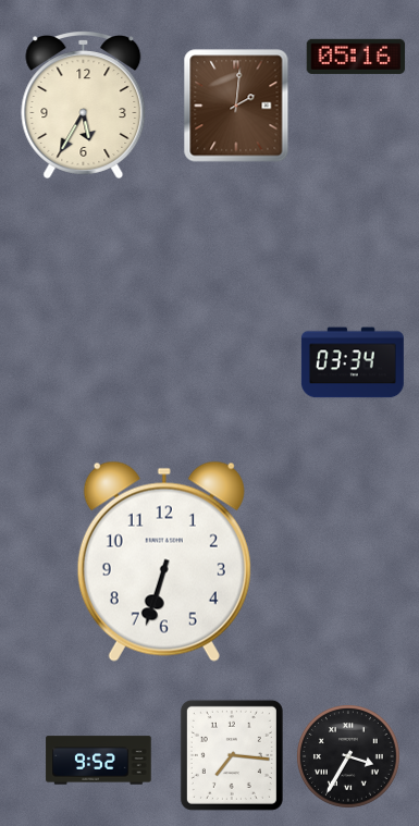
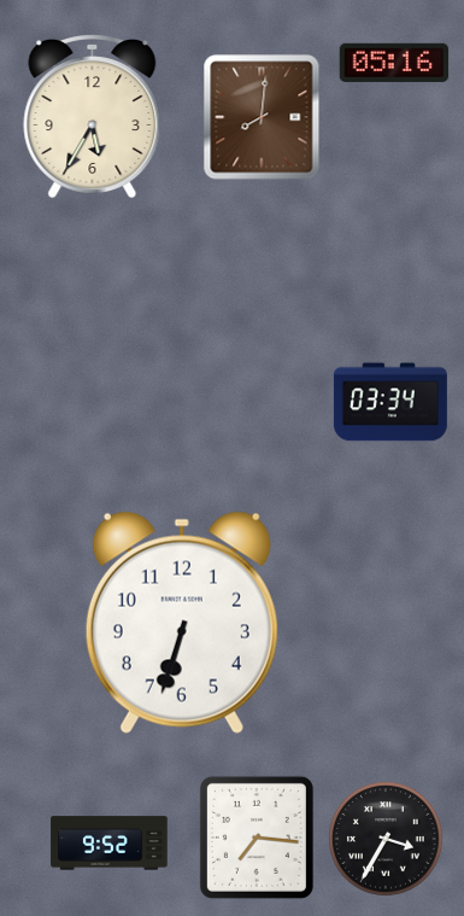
clock at (236, 106): 2:01 -> 8:01
